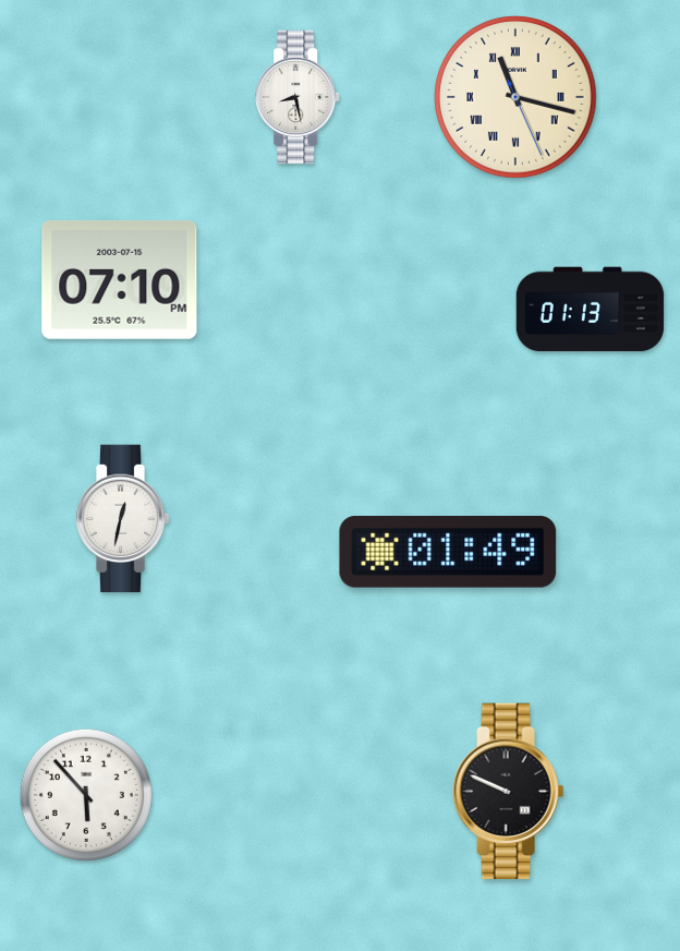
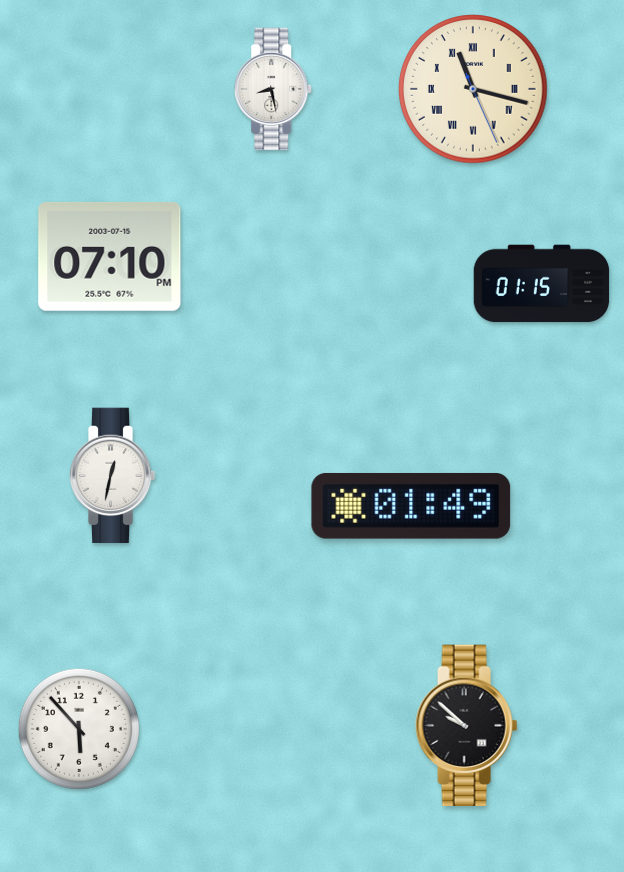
clock at (591, 310): 01:13 -> 01:15
clock at (509, 792): 9:49 -> 9:52
